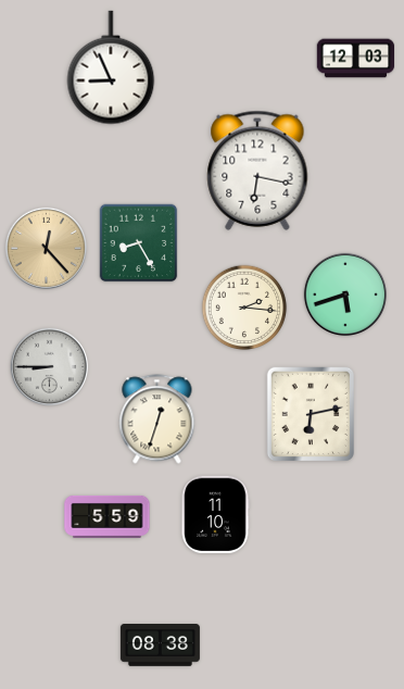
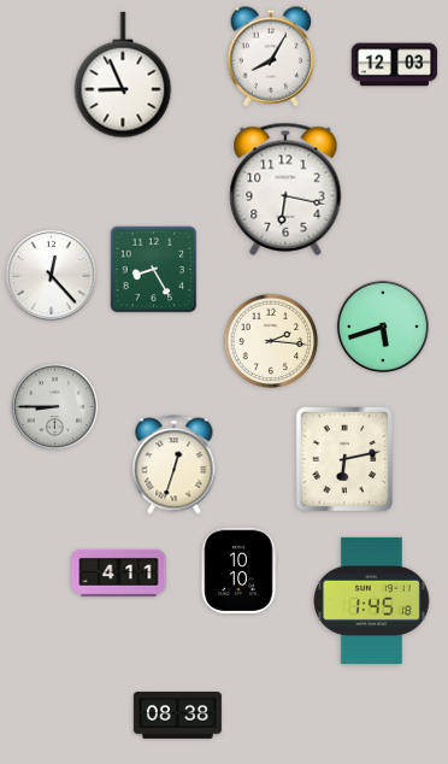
clock at (271, 57): none -> 8:05
clock at (46, 248) dial: champagne -> white
clock at (215, 515): 11:10 -> 10:10
clock at (108, 516): 5:59 -> 4:11
clock at (372, 600): none -> 1:45
